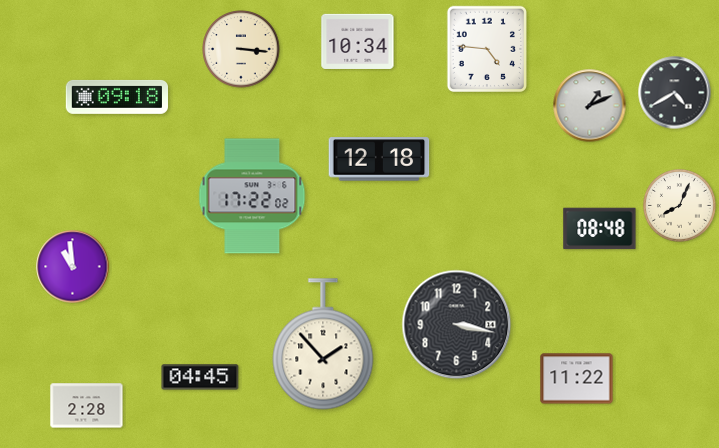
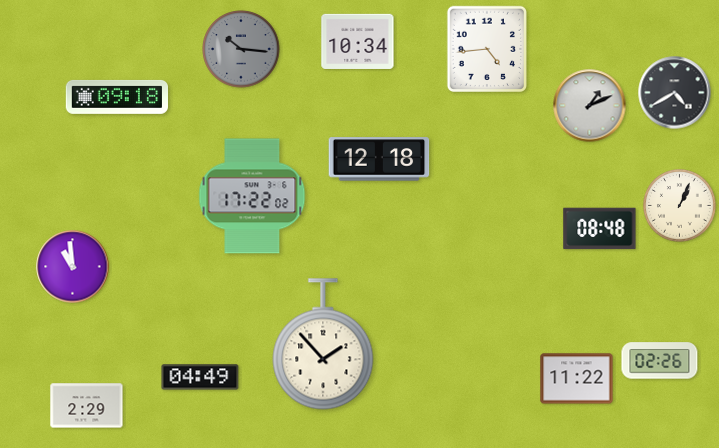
clock at (486, 48): 4:46 -> 4:44
clock at (241, 49): 3:16 -> 10:16
clock at (241, 49) dial: cream -> grey
clock at (680, 206): 8:04 -> 1:04
clock at (457, 325): 3:17 -> none
clock at (660, 361): none -> 02:26
clock at (200, 377): 04:45 -> 04:49
clock at (87, 406): 2:28 -> 2:29
